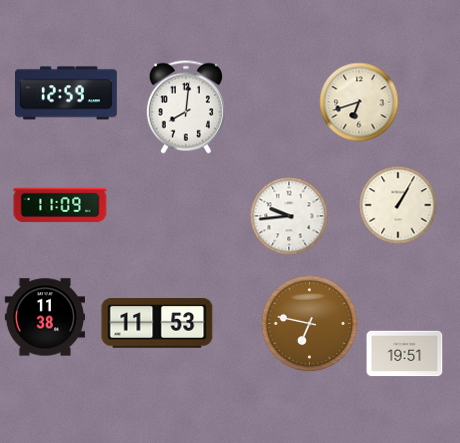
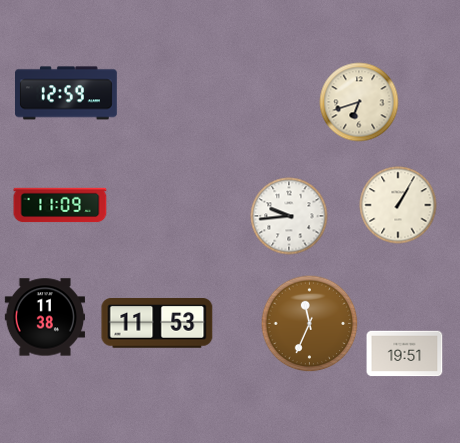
clock at (186, 107): 8:01 -> none
clock at (310, 324): 6:47 -> 11:34
